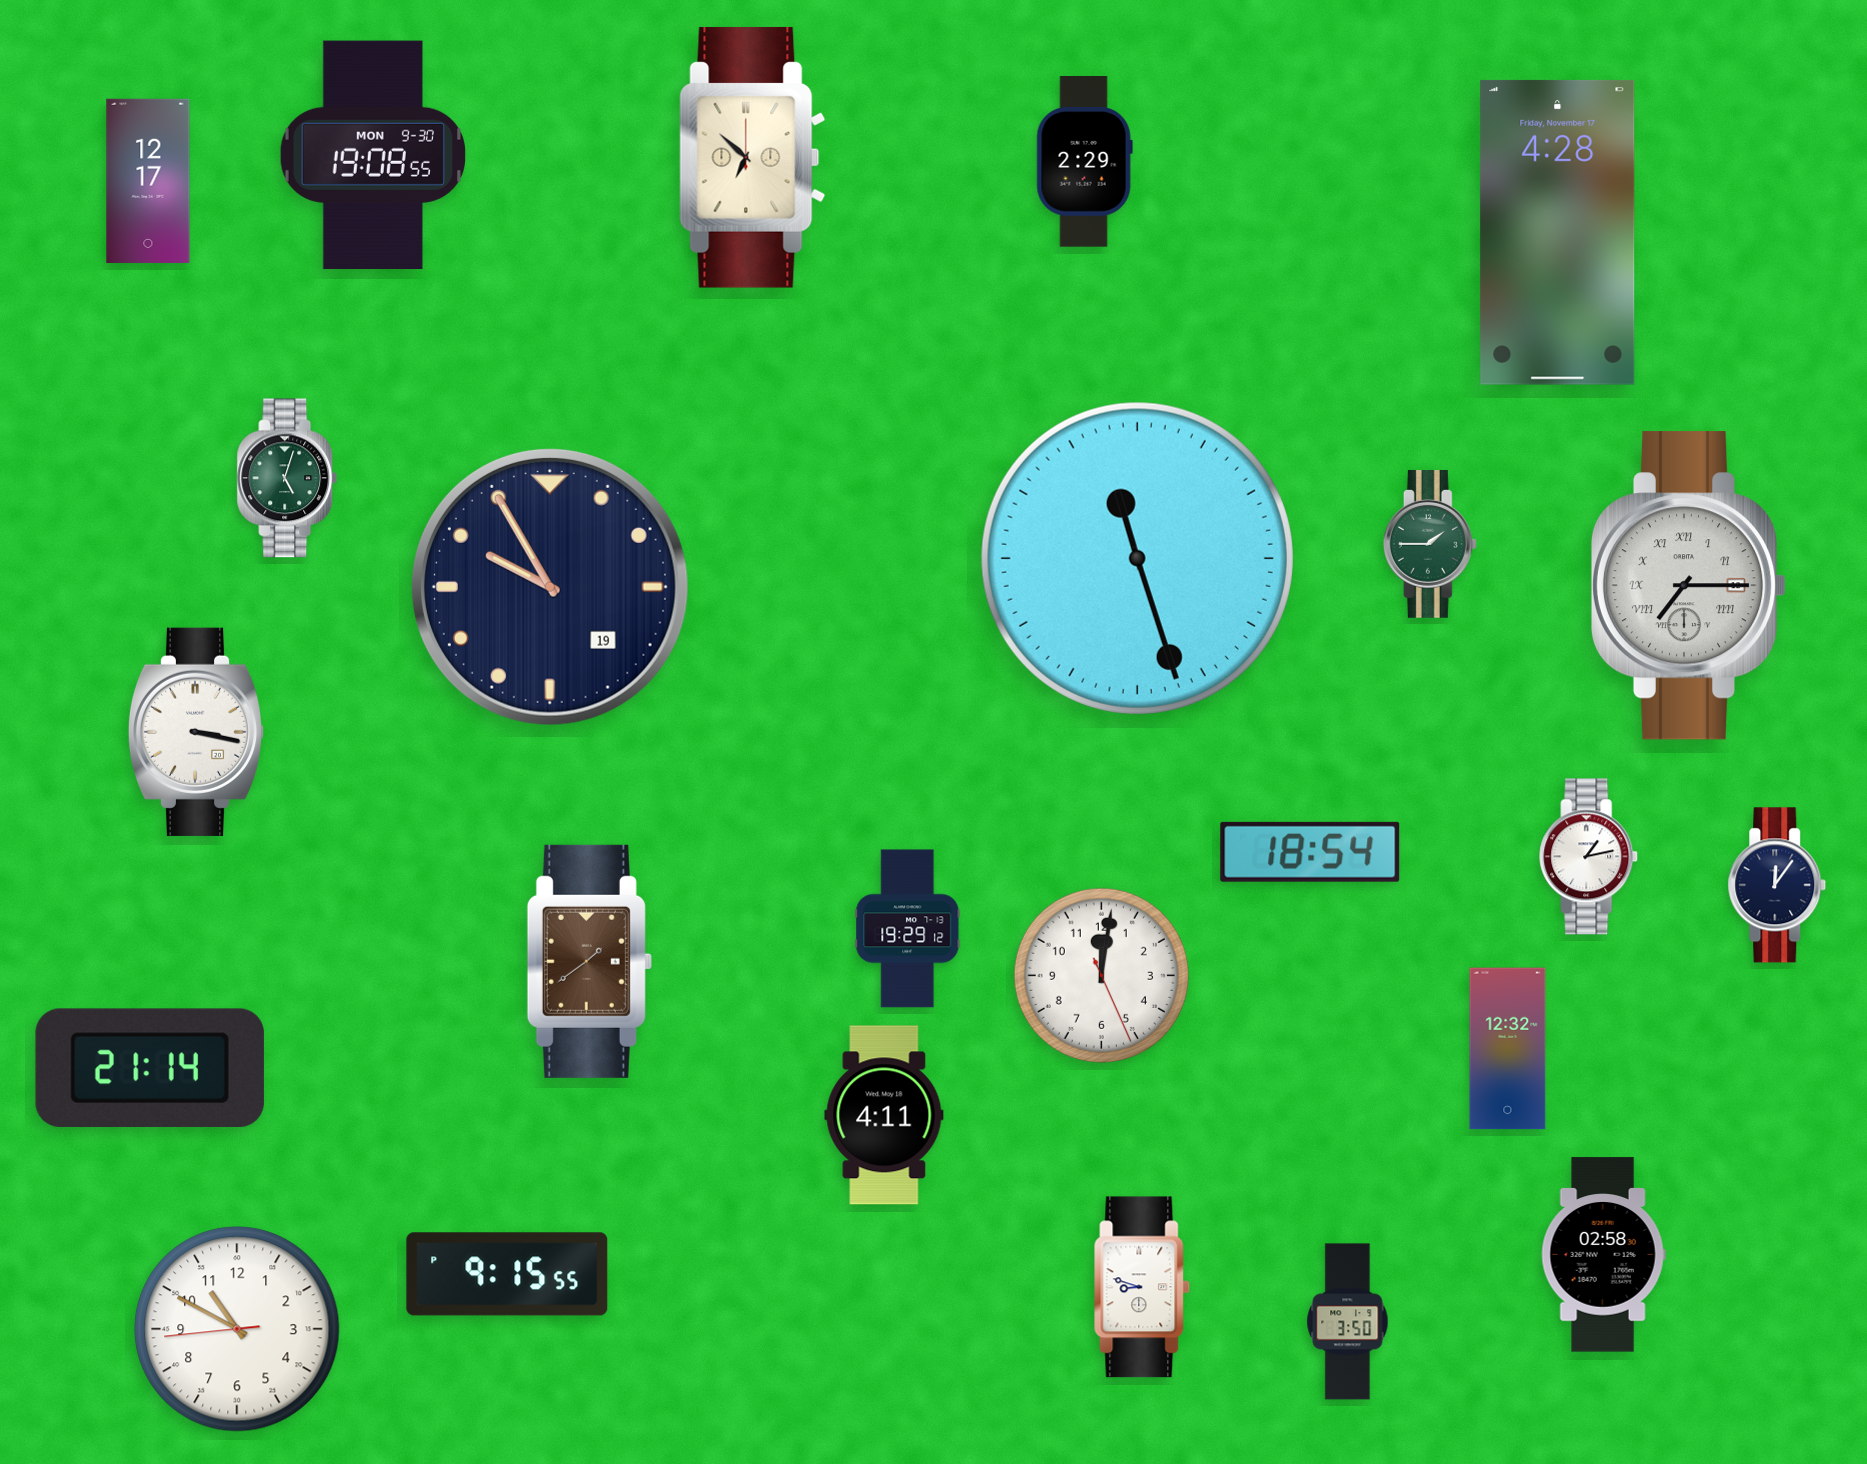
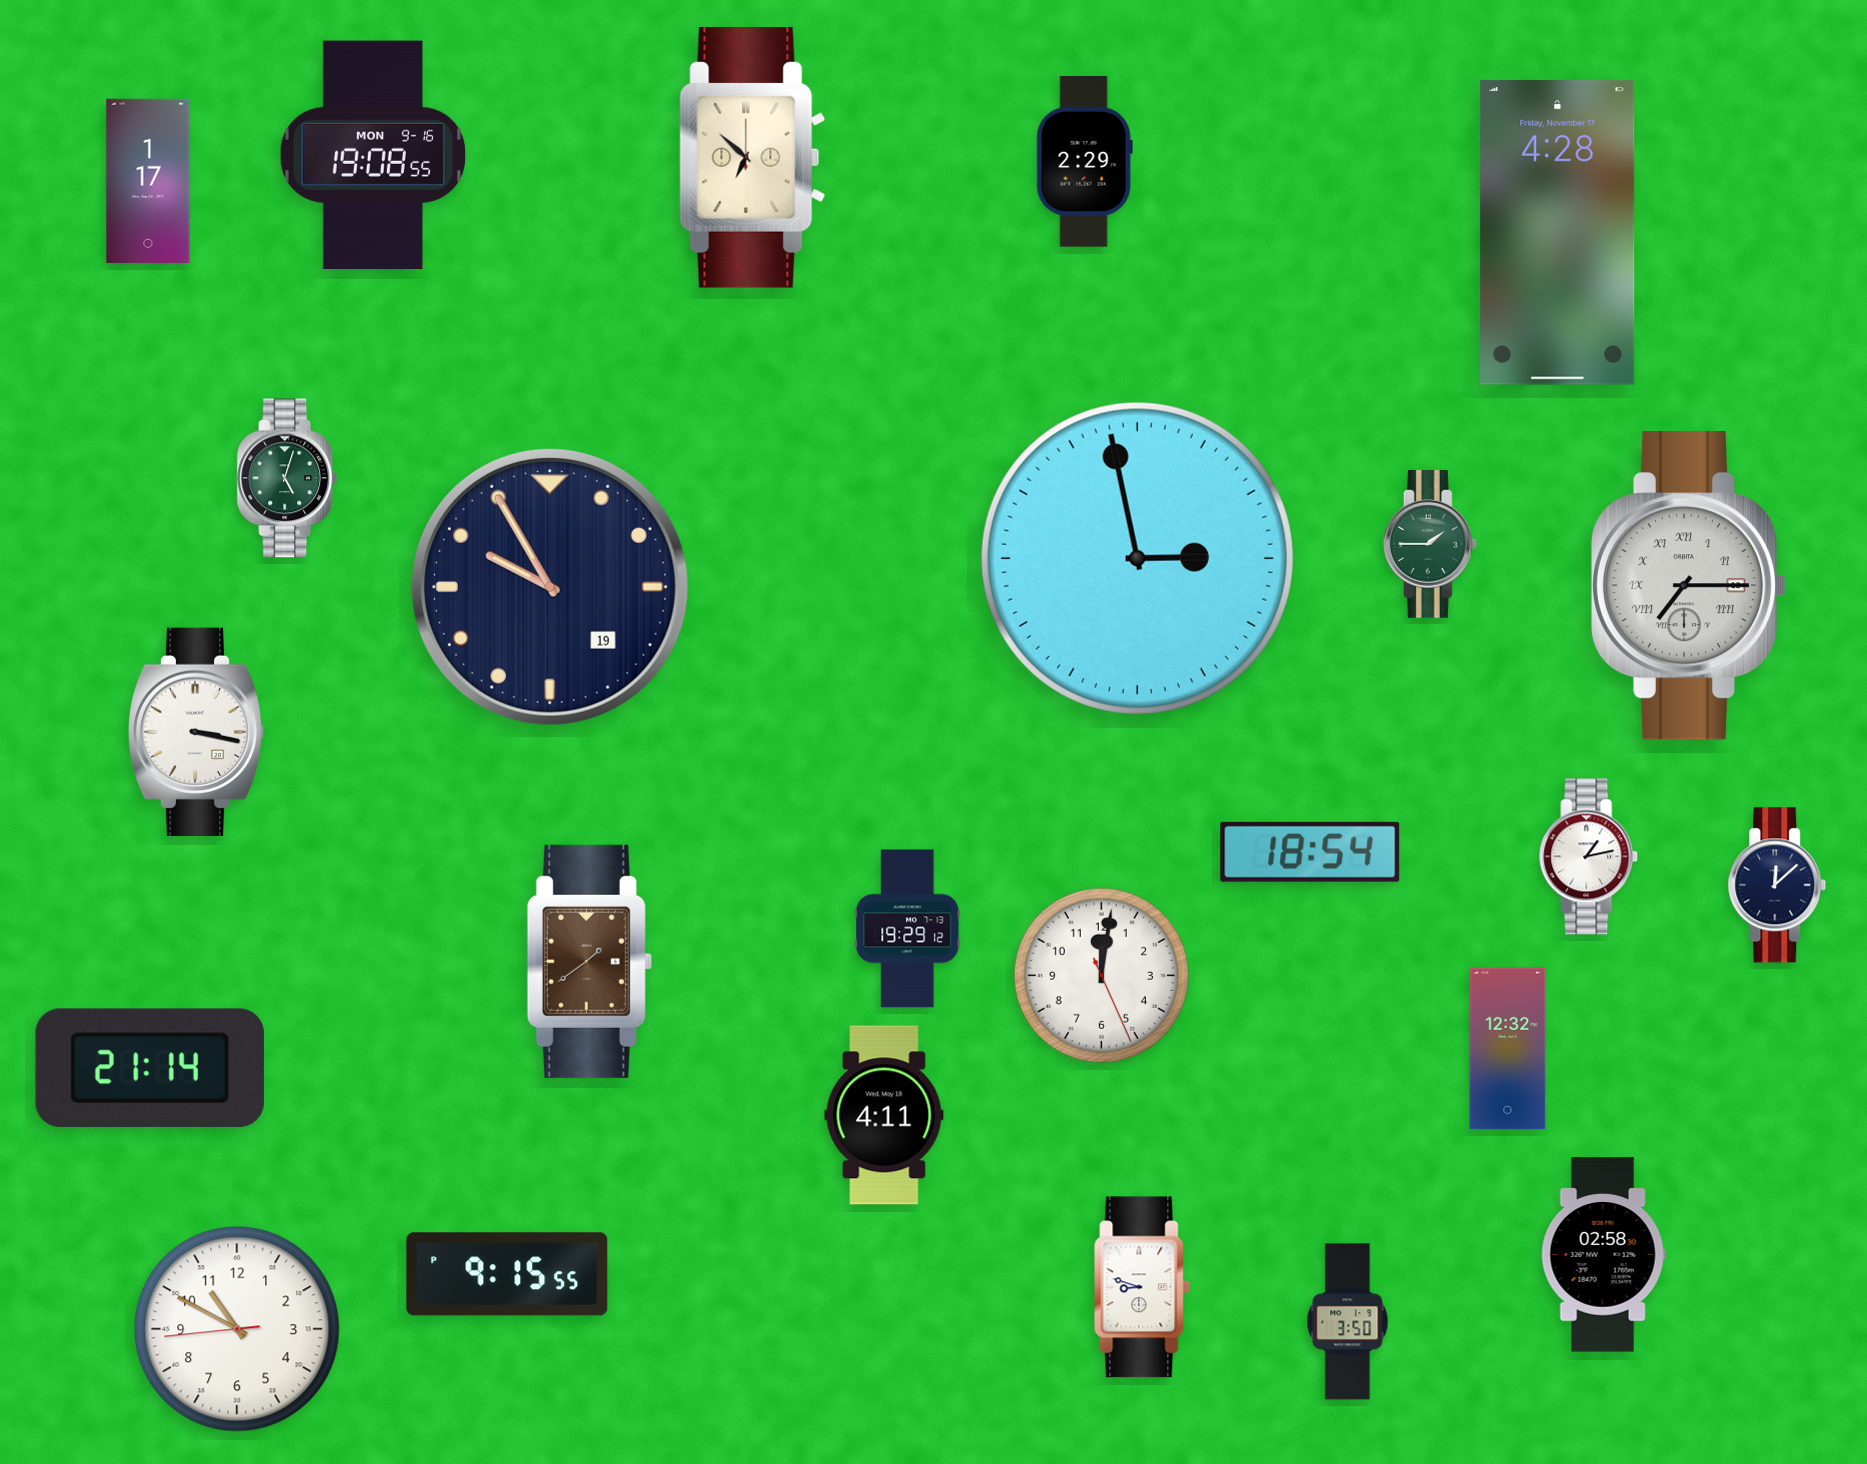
clock at (372, 155) date: MON 9-30 -> MON 9-16
clock at (148, 181): 12:17 -> 1:17
clock at (1137, 558): 11:27 -> 2:58
clock at (1777, 885): 12:06 -> 12:08
